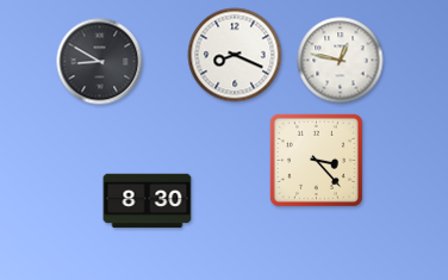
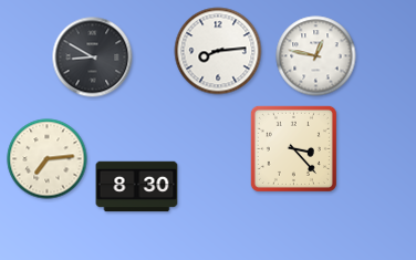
clock at (235, 55): 8:19 -> 8:14
clock at (48, 159): none -> 7:14
